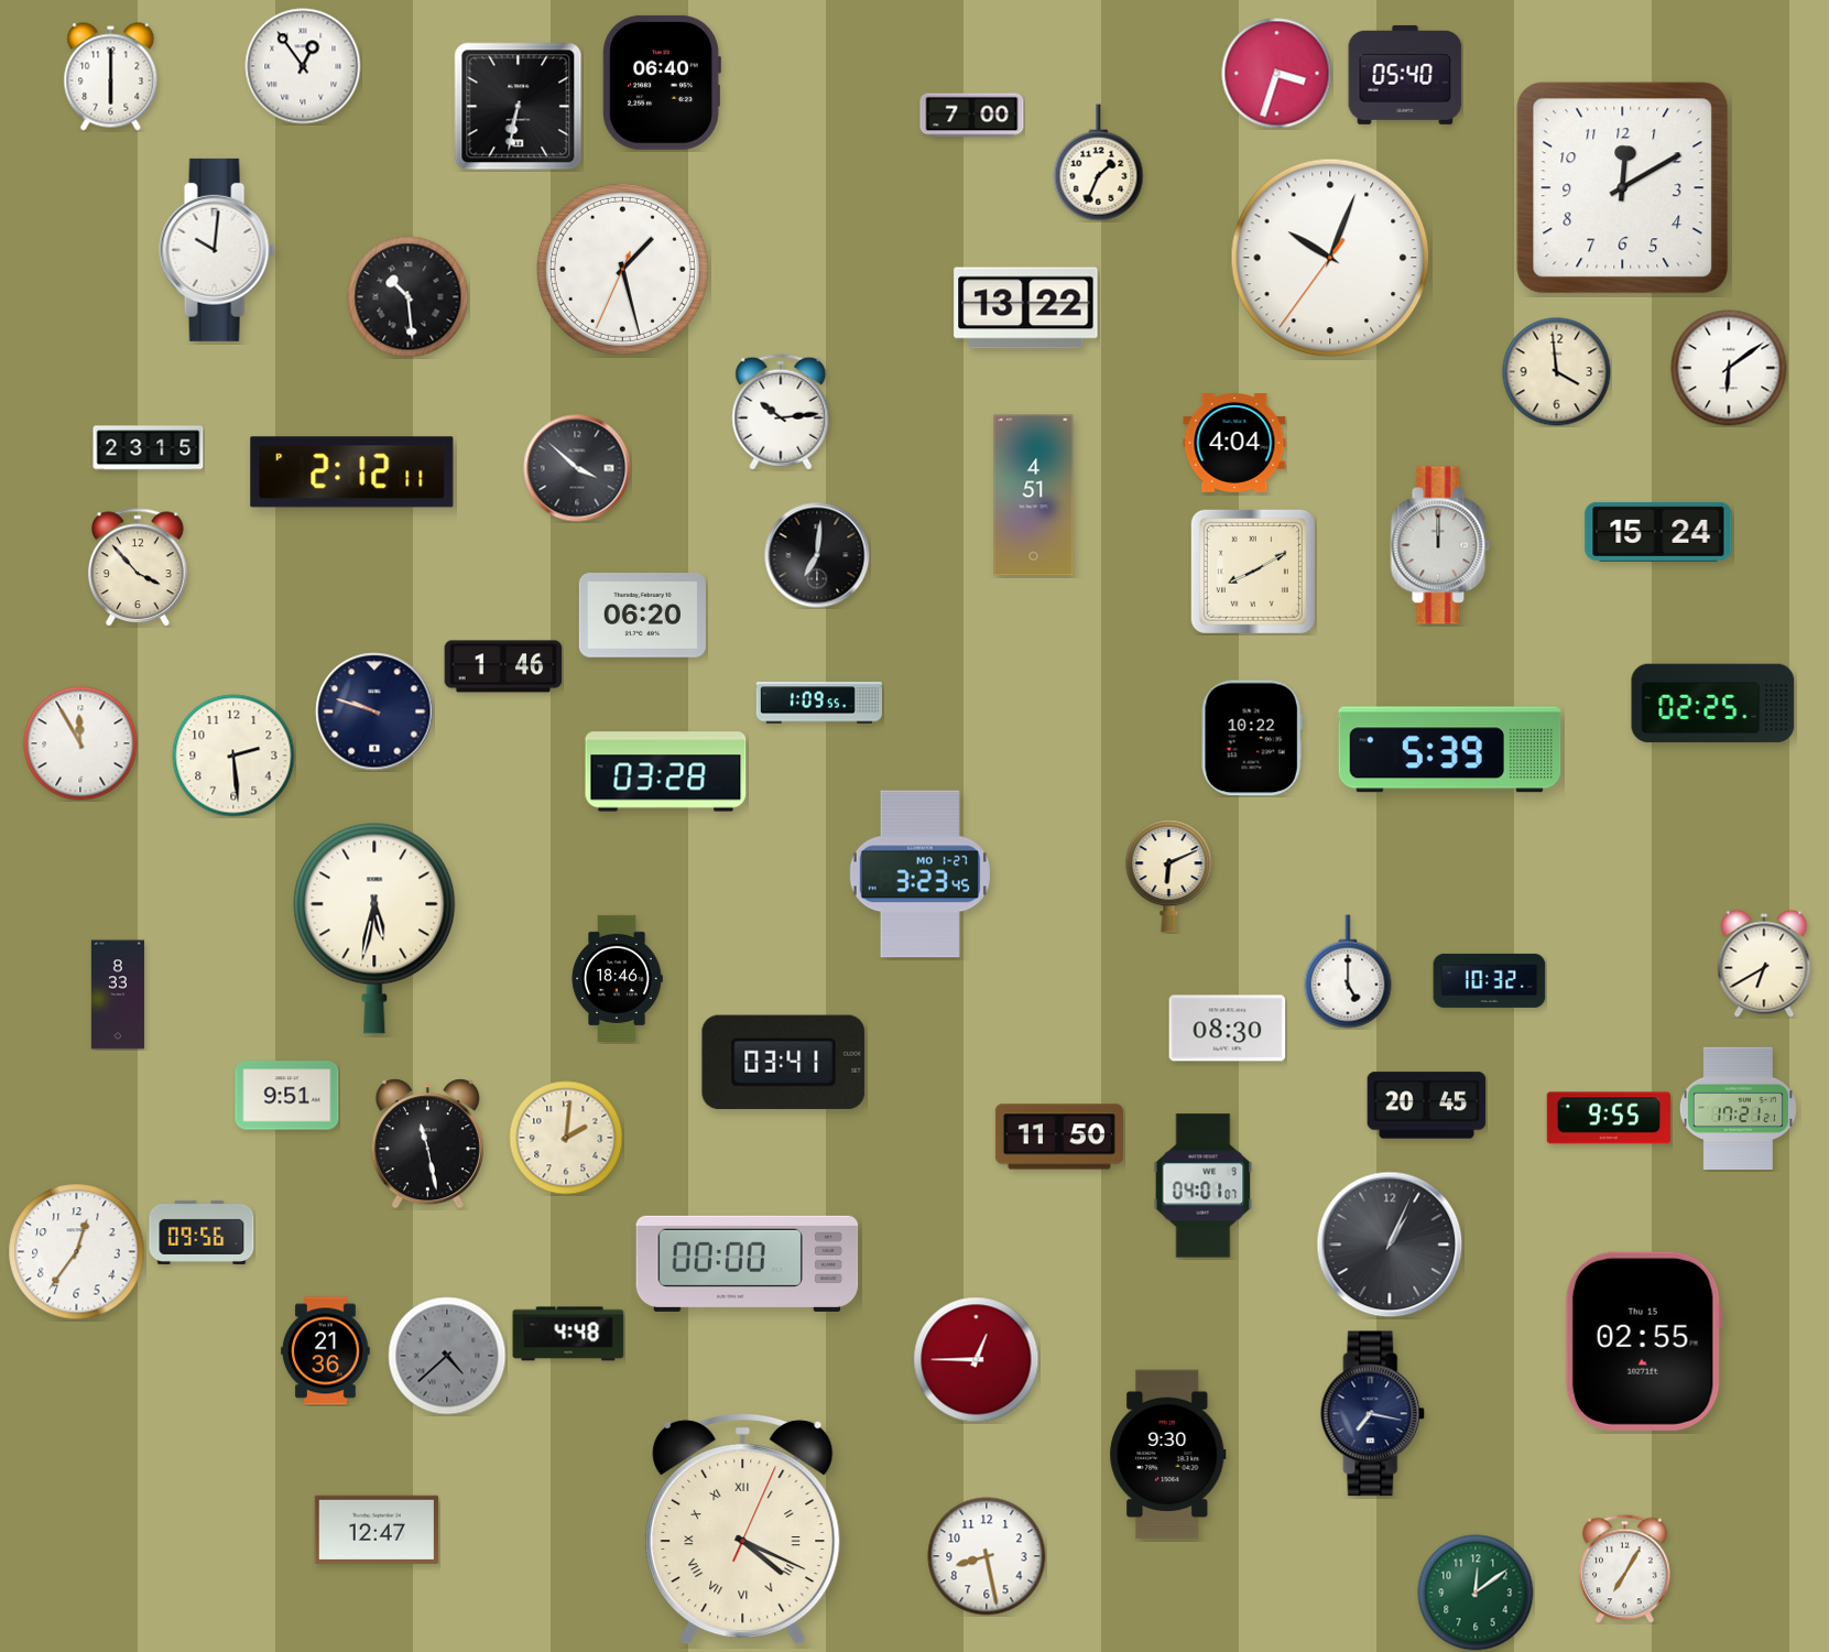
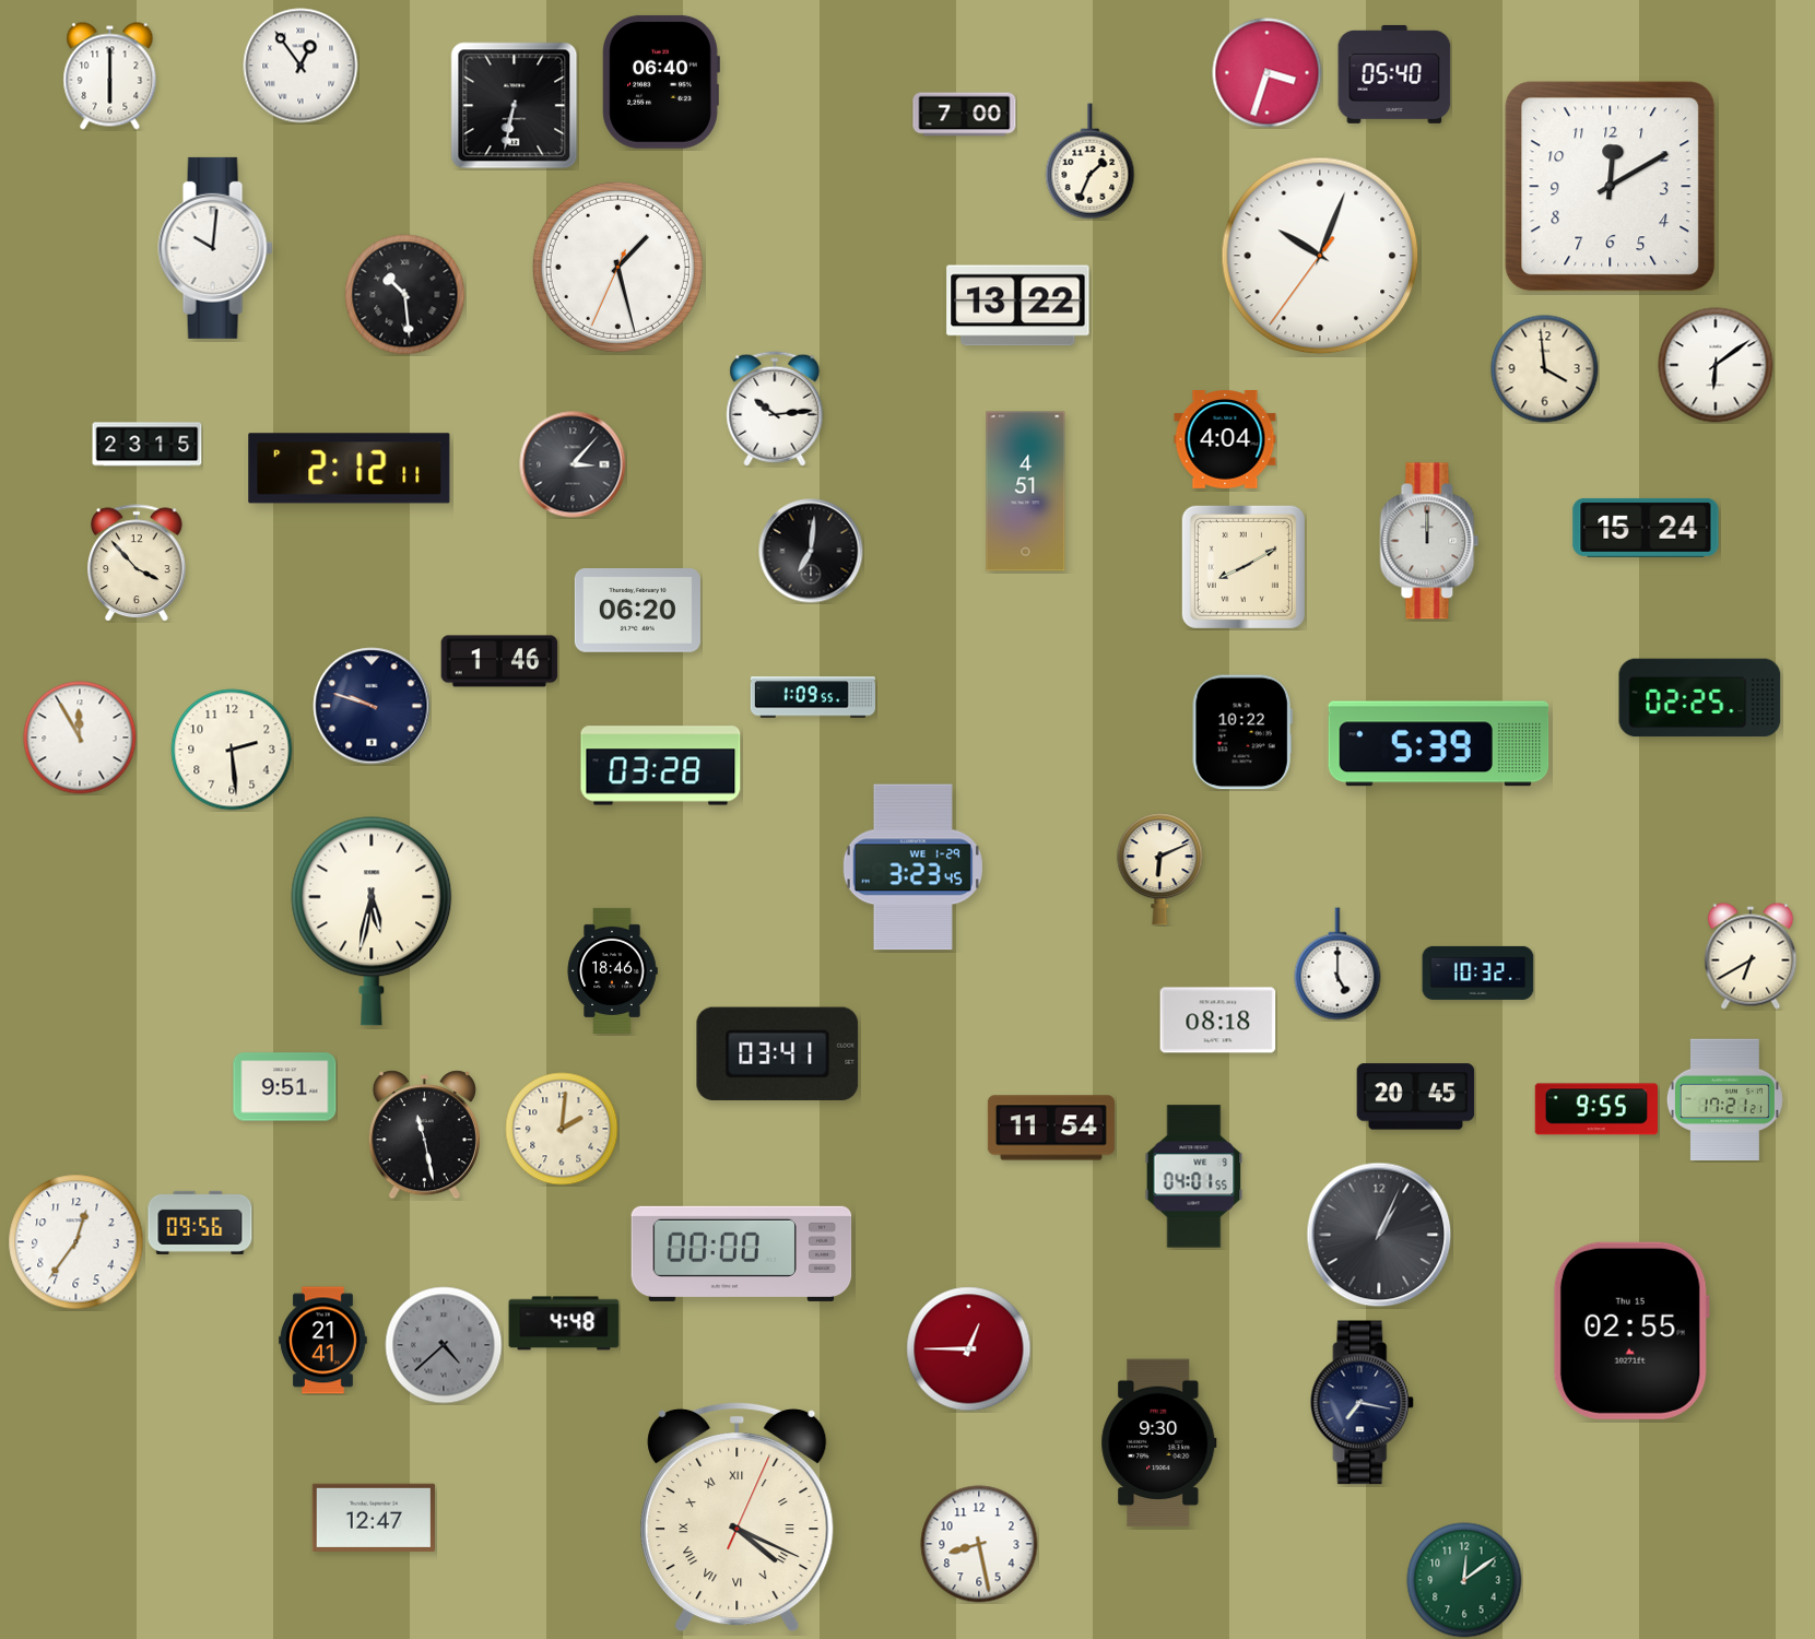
clock at (662, 83) position: (662, 83) -> (661, 82)
clock at (577, 468): 3:52 -> 3:07
clock at (919, 874) date: MO 1-27 -> WE 1-29
clock at (118, 995): 8:33 -> none
clock at (1228, 1029): 08:30 -> 08:18
clock at (1059, 1137): 11:50 -> 11:54
clock at (1204, 1186): 04:01:07 -> 04:01:55
clock at (326, 1351): 21:36 -> 21:41
clock at (1625, 1568): 7:05 -> none
